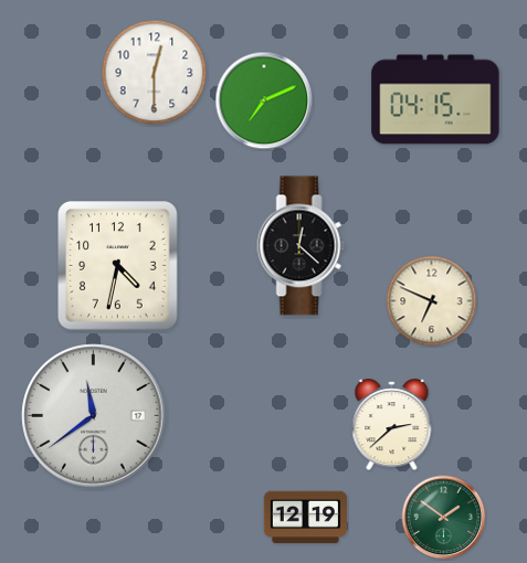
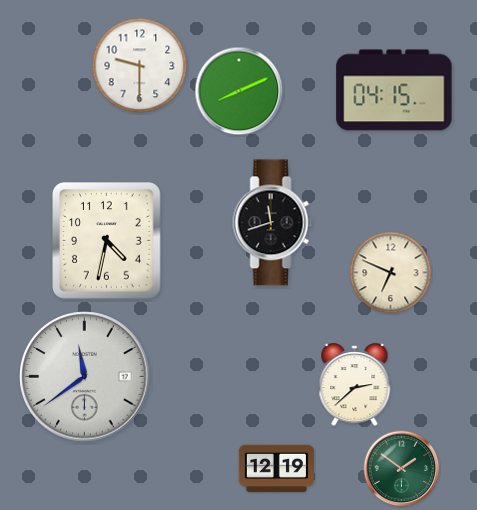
clock at (155, 73): 12:30 -> 9:30
clock at (264, 100): 7:11 -> 8:11
clock at (302, 246): 12:22 -> 11:42
